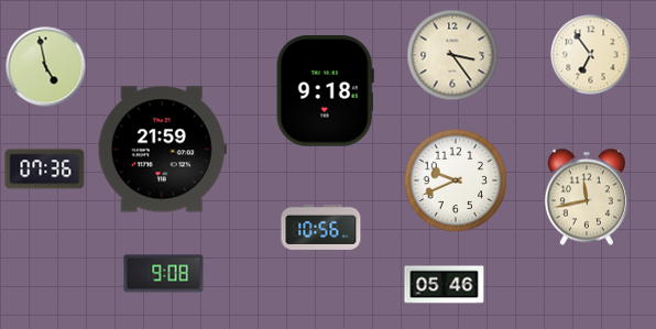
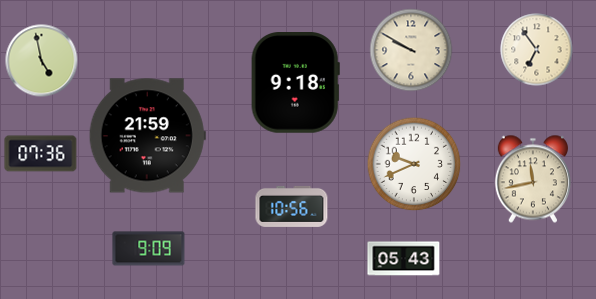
clock at (452, 55): 3:24 -> 9:50
clock at (164, 274): 9:08 -> 9:09
clock at (445, 285): 05:46 -> 05:43
